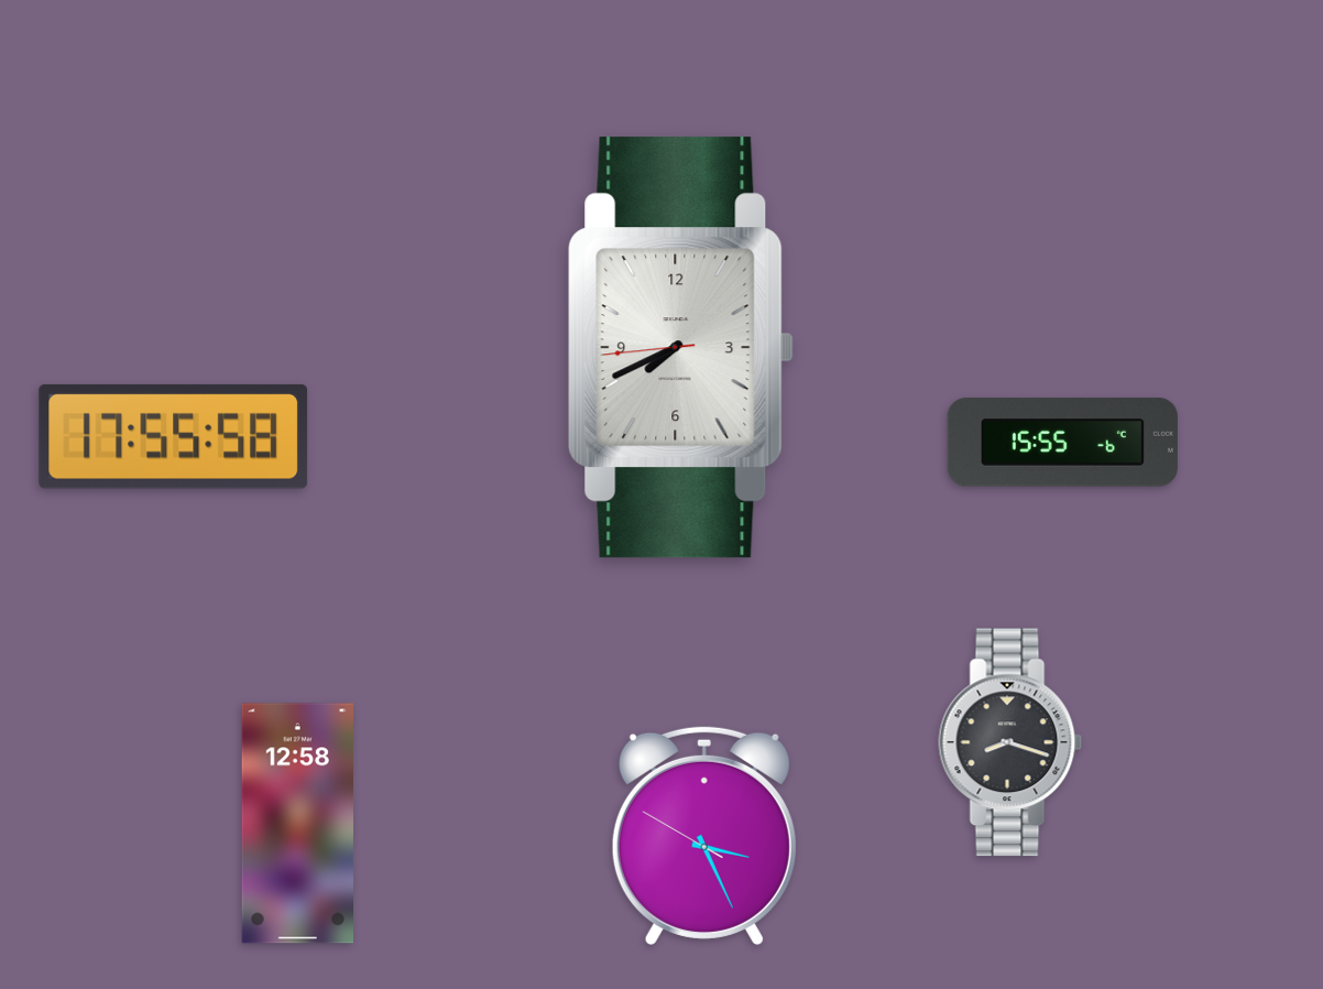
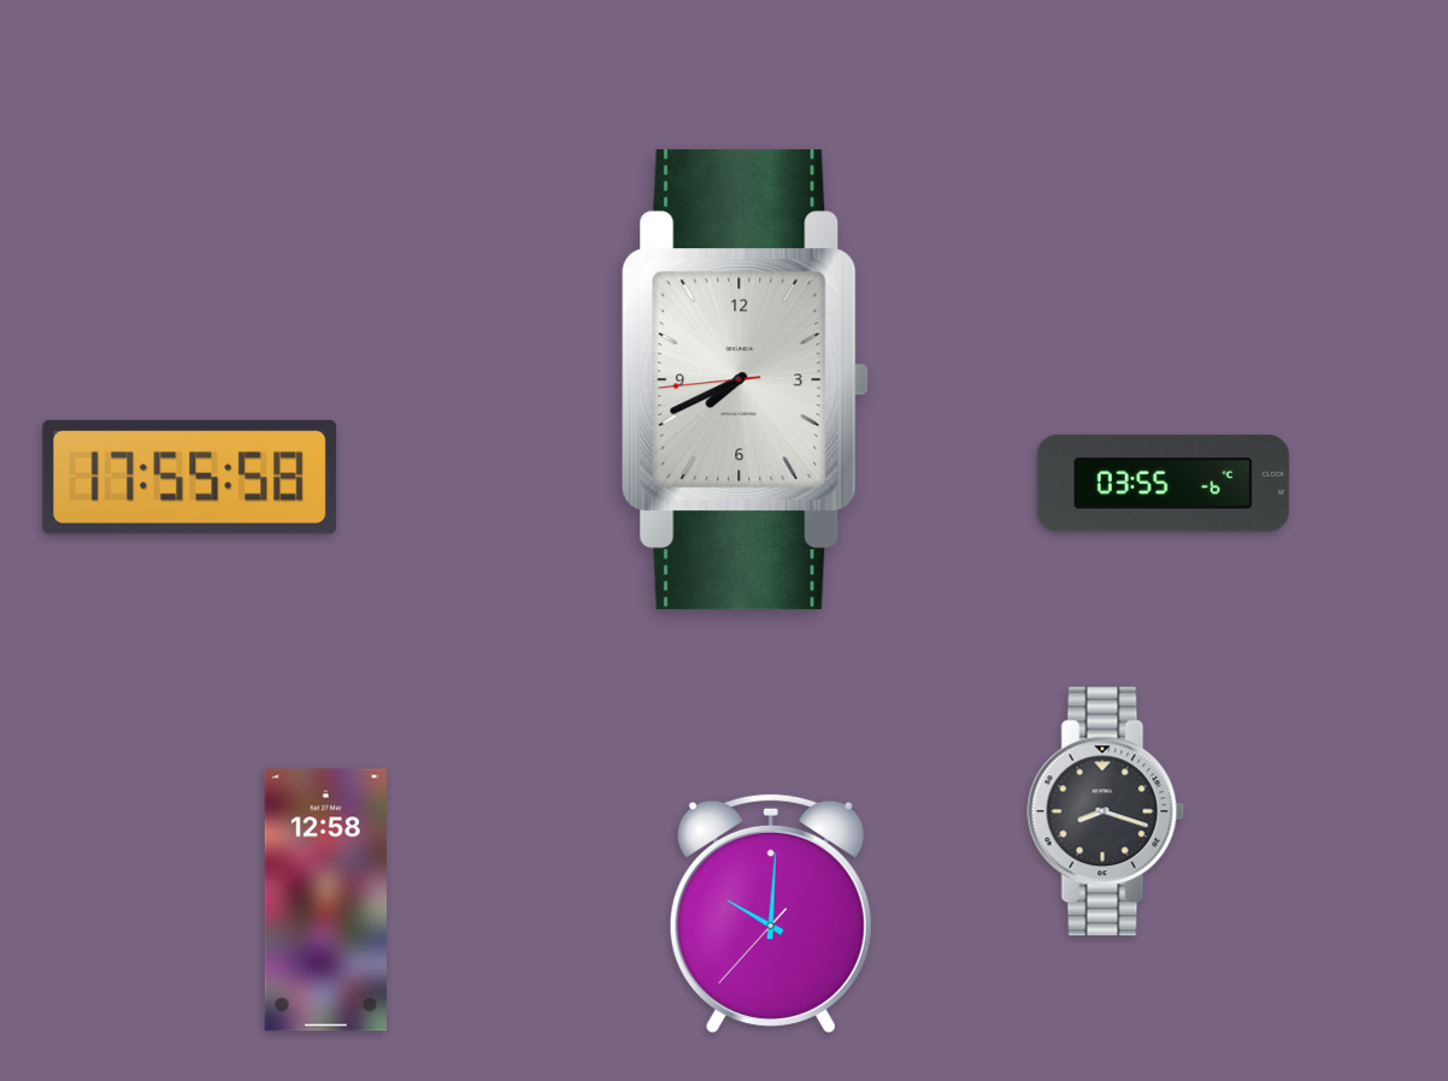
clock at (1062, 443): 15:55 -> 03:55
clock at (704, 835): 3:25 -> 10:00
